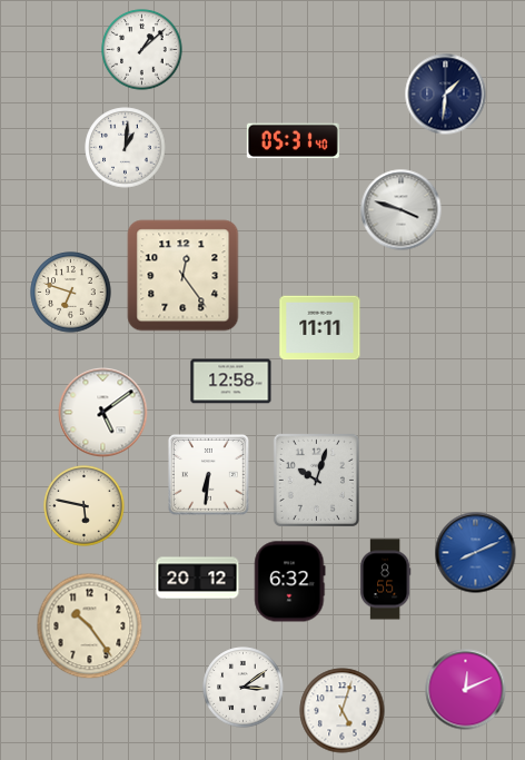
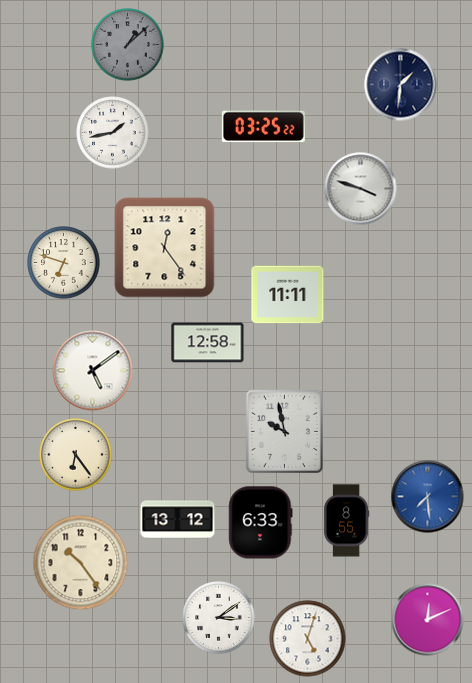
clock at (142, 50) dial: white -> grey
clock at (293, 141): 05:31 -> 03:25
clock at (126, 148): 1:01 -> 1:43
clock at (208, 474): 6:31 -> none
clock at (316, 480): 10:03 -> 9:58
clock at (85, 506): 5:47 -> 6:24
clock at (476, 553): 8:11 -> 7:29
clock at (198, 579): 20:12 -> 13:12
clock at (290, 582): 6:32 -> 6:33
clock at (466, 690) position: (466, 690) -> (428, 620)
